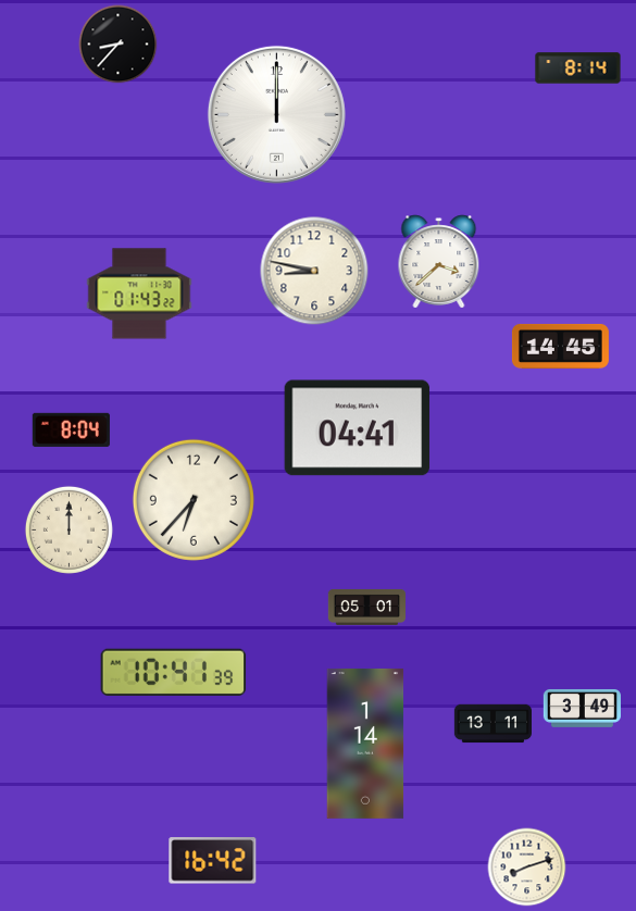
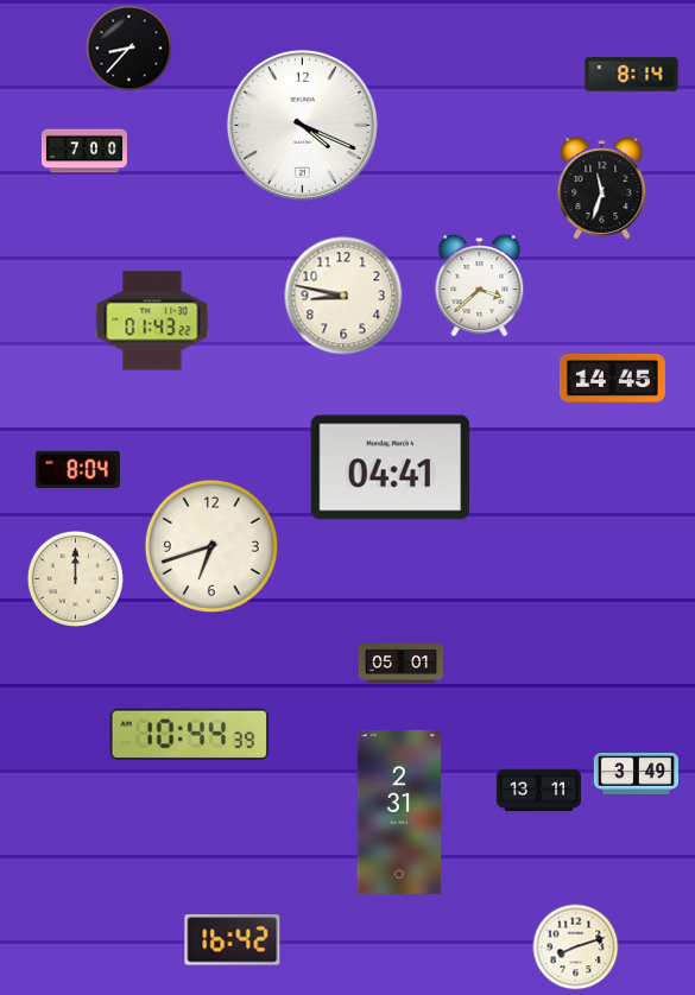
clock at (276, 114): 12:00 -> 4:19
clock at (84, 151): none -> 7:00
clock at (602, 189): none -> 11:33
clock at (194, 500): 6:37 -> 6:42
clock at (174, 672): 10:41 -> 10:44
clock at (365, 744): 1:14 -> 2:31
